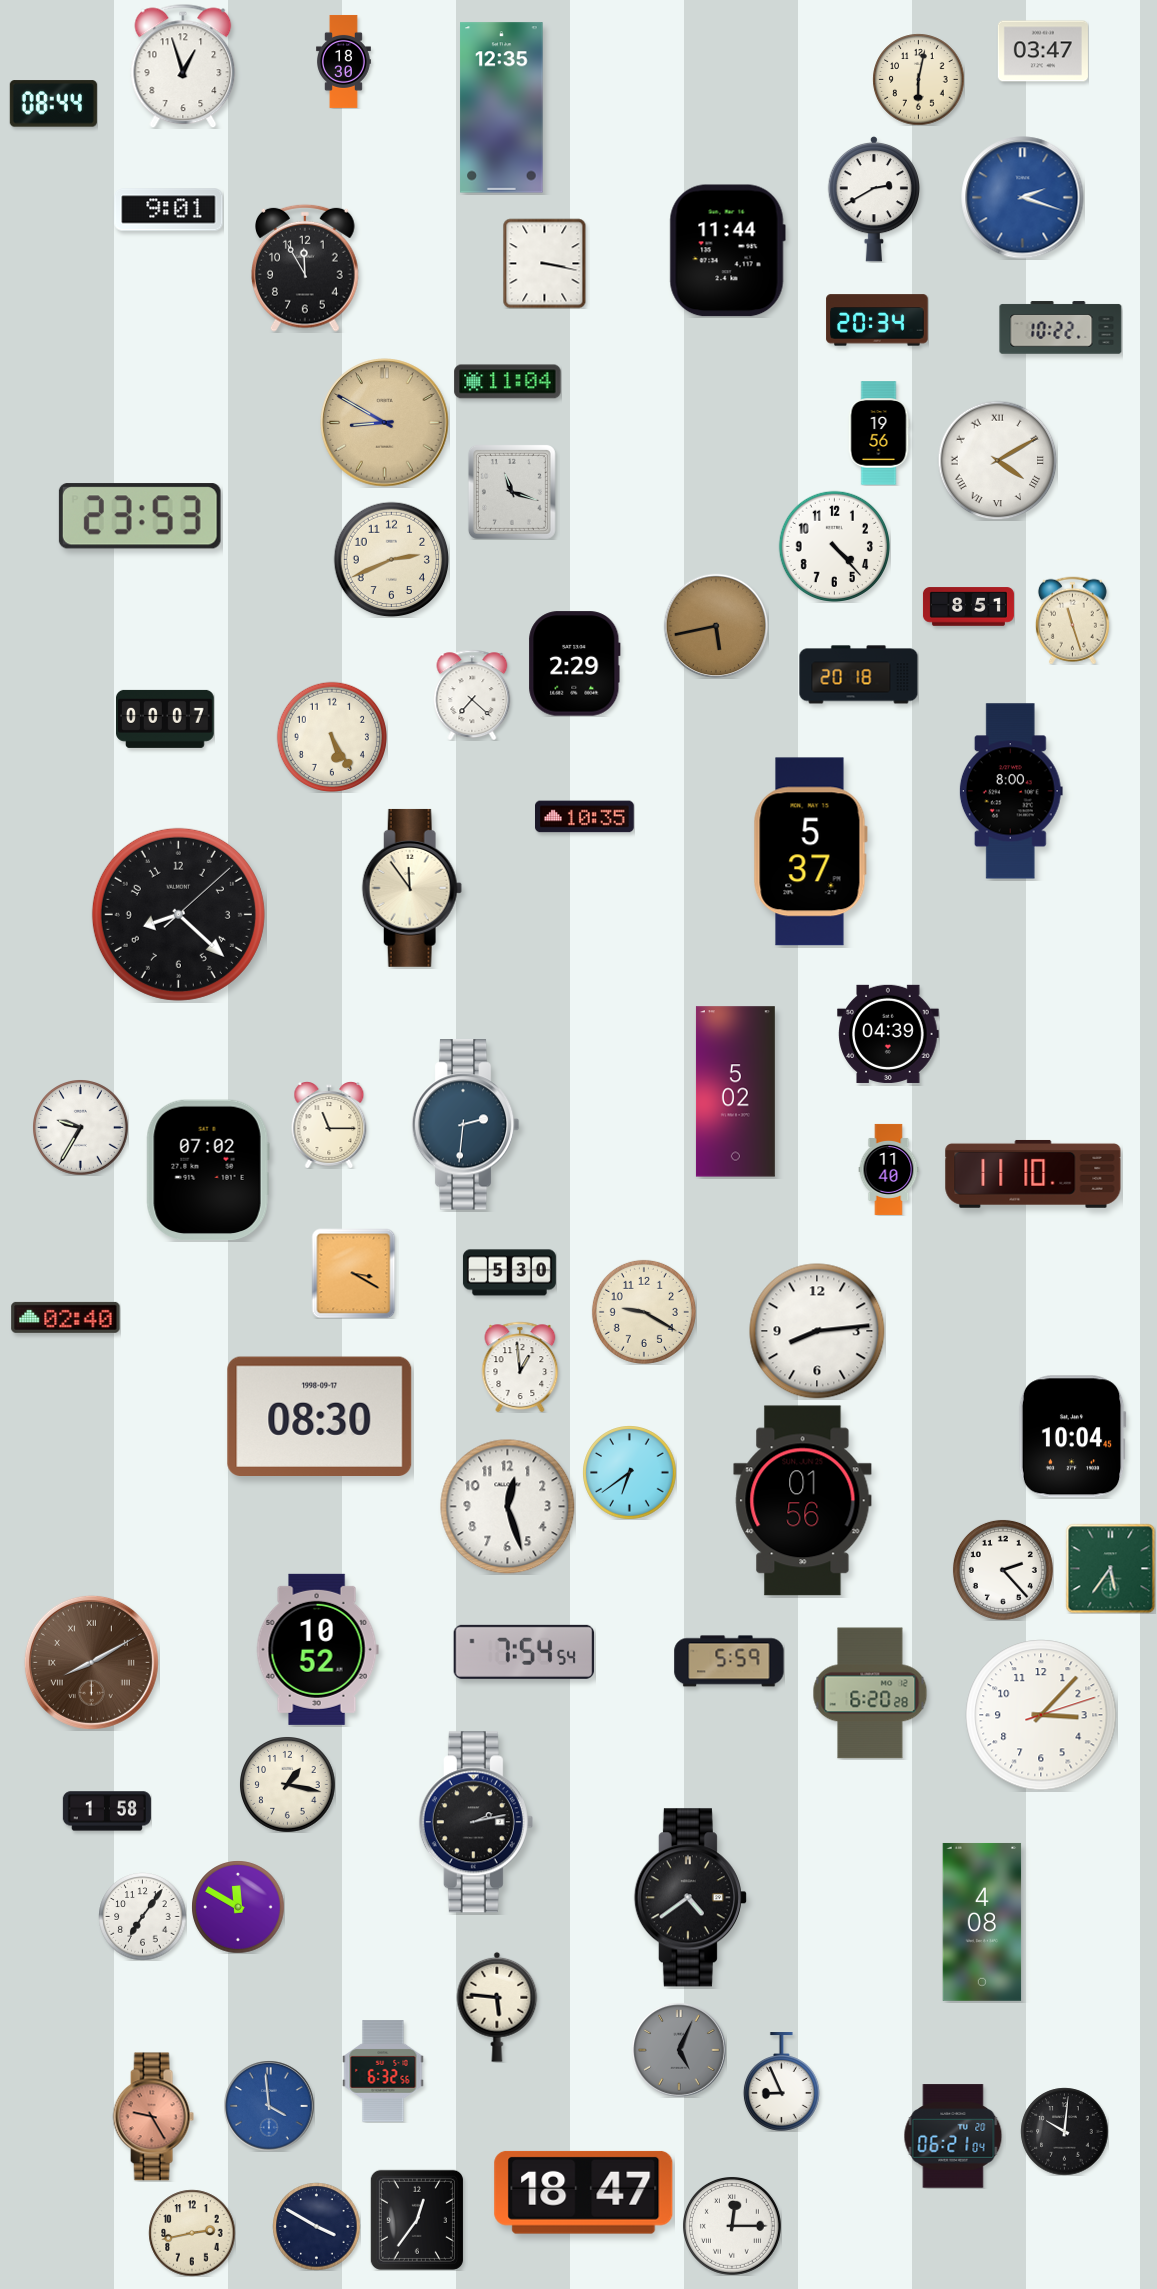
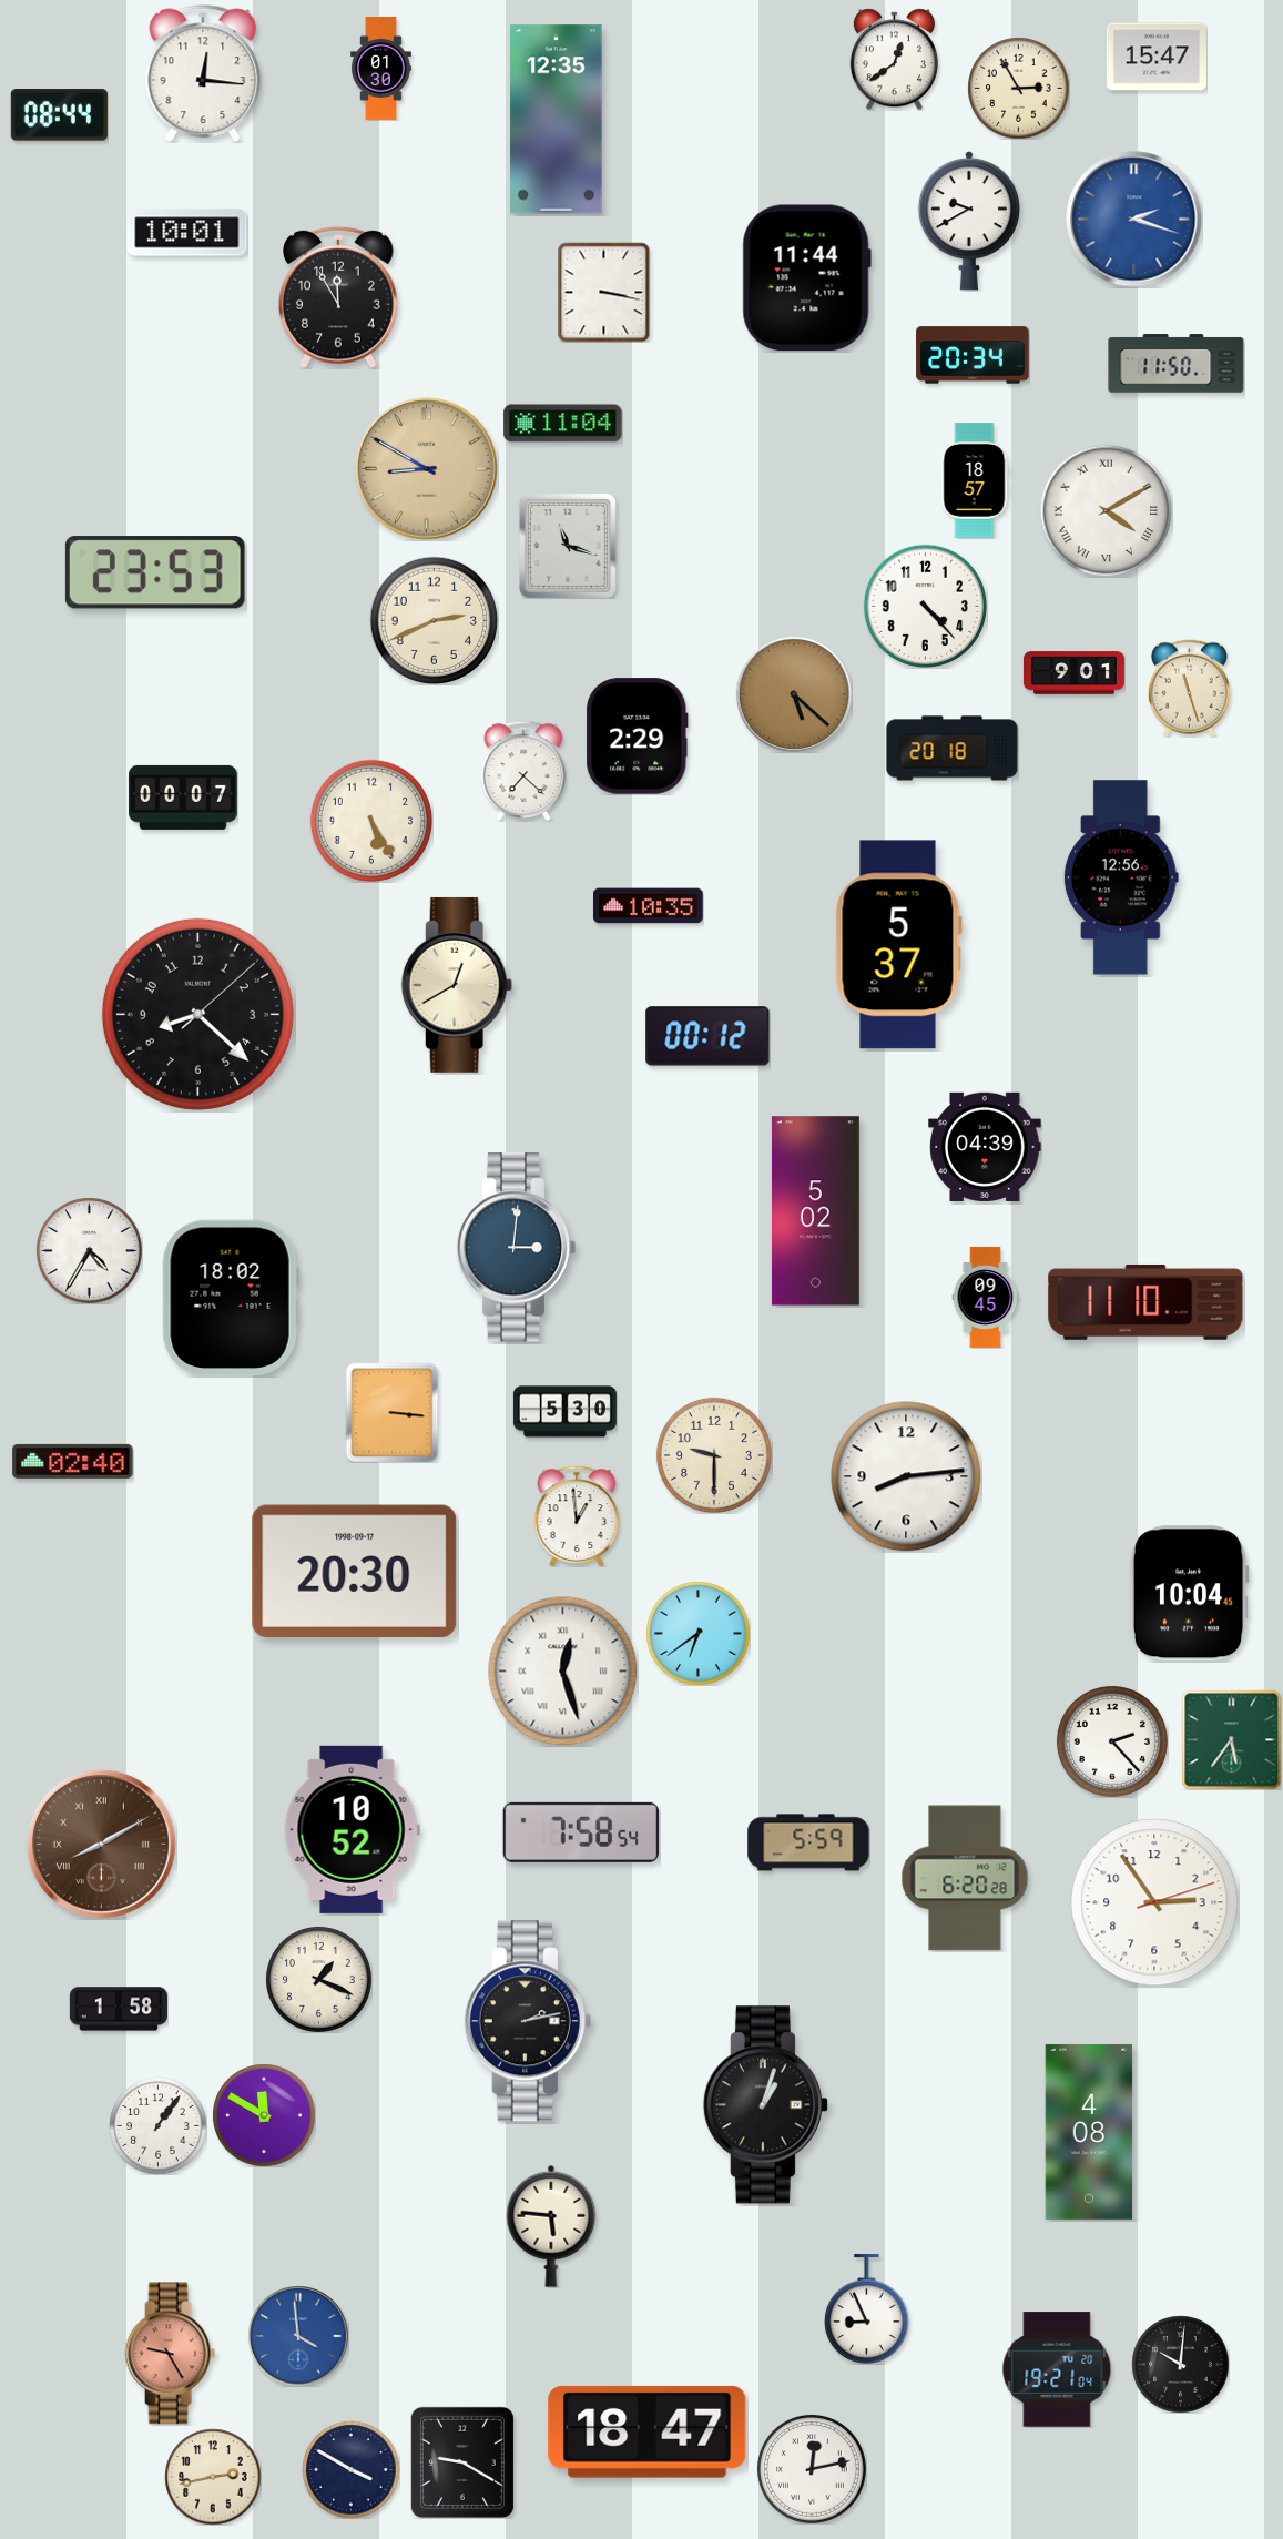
clock at (1043, 51): 03:47 -> 15:47
clock at (894, 59): none -> 12:39
clock at (344, 61): 18:30 -> 01:30
clock at (183, 66): 12:57 -> 12:16
clock at (918, 79): 6:02 -> 2:55
clock at (873, 199): 2:40 -> 9:40
clock at (169, 210): 9:01 -> 10:01
clock at (1061, 328): 10:22 -> 11:50
clock at (879, 433): 19:56 -> 18:57
clock at (968, 607): 8:51 -> 9:01
clock at (716, 626): 5:43 -> 5:22
clock at (331, 736) position: (331, 736) -> (370, 820)
clock at (1011, 791): 8:00 -> 12:56
clock at (412, 888): 11:54 -> 12:40
clock at (707, 1036): none -> 00:12
clock at (329, 1125): 11:15 -> none
clock at (465, 1125): 2:31 -> 3:01
clock at (81, 1128): 9:35 -> 4:35
clock at (889, 1169): 11:40 -> 09:45
clock at (208, 1170): 07:02 -> 18:02
clock at (354, 1273): 3:20 -> 3:16
clock at (644, 1312): 9:20 -> 9:30
clock at (320, 1417): 08:30 -> 20:30
clock at (803, 1501): 01:56 -> none
clock at (508, 1507) numerals: Arabic -> Roman
clock at (524, 1652): 7:54 -> 7:58
clock at (1041, 1715): 3:07 -> 2:54
clock at (288, 1785): 1:17 -> 1:19
clock at (690, 1898): 4:39 -> 1:03
clock at (142, 1916): 7:06 -> 1:06
clock at (679, 2050): 5:04 -> none
clock at (383, 2071): 6:32 -> none
clock at (153, 2117) position: (153, 2117) -> (170, 2354)
clock at (953, 2136): 06:21 -> 19:21
clock at (417, 2220): 12:36 -> 9:20
clock at (732, 2226): 12:15 -> 12:13
